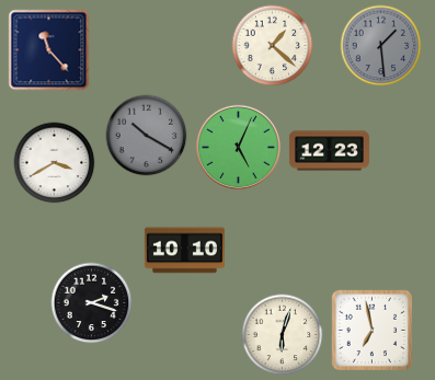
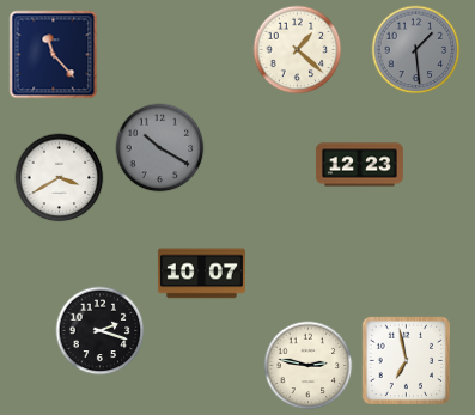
clock at (238, 147): 5:04 -> none
clock at (184, 251): 10:10 -> 10:07
clock at (283, 335): 6:03 -> 2:47
